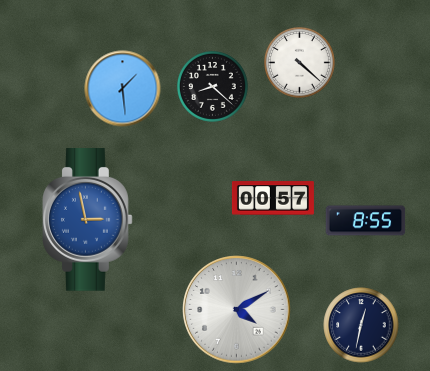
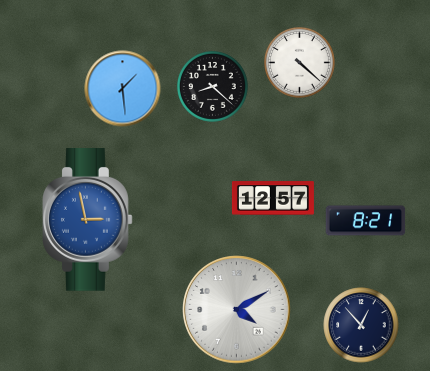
clock at (273, 198): 00:57 -> 12:57
clock at (366, 221): 8:55 -> 8:21
clock at (361, 325): 12:32 -> 12:53
